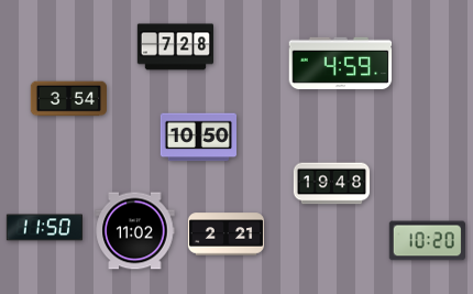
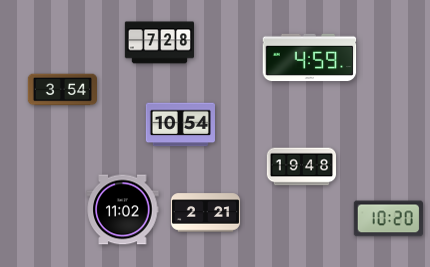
clock at (198, 138): 10:50 -> 10:54
clock at (44, 228): 11:50 -> none
